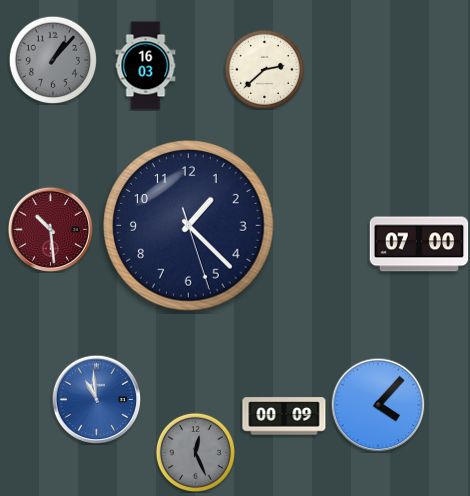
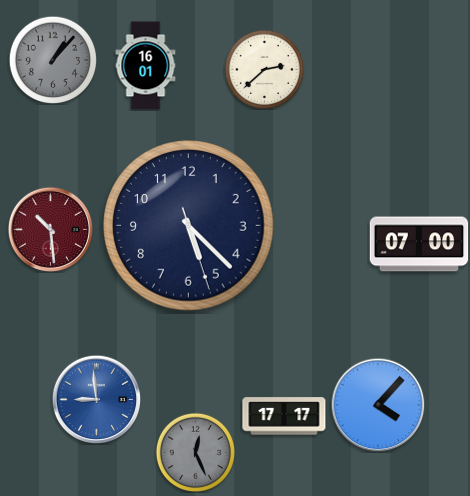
clock at (146, 66): 16:03 -> 16:01
clock at (189, 226): 1:22 -> 5:22
clock at (96, 399): 10:59 -> 8:59
clock at (284, 416): 00:09 -> 17:17
